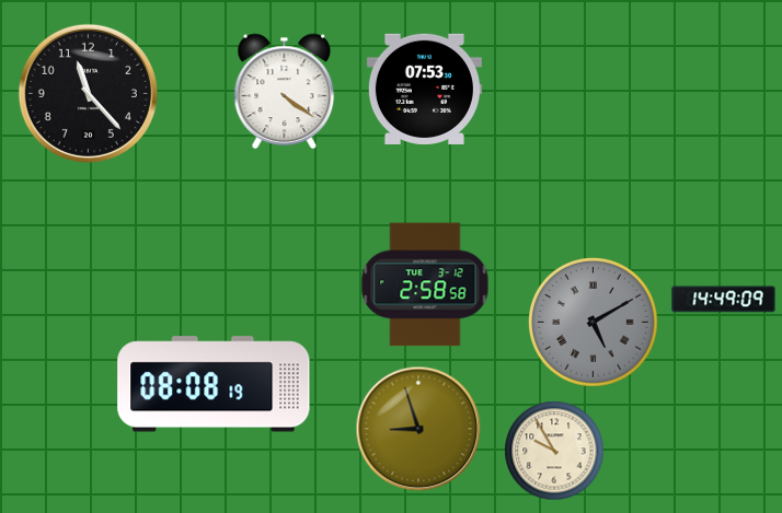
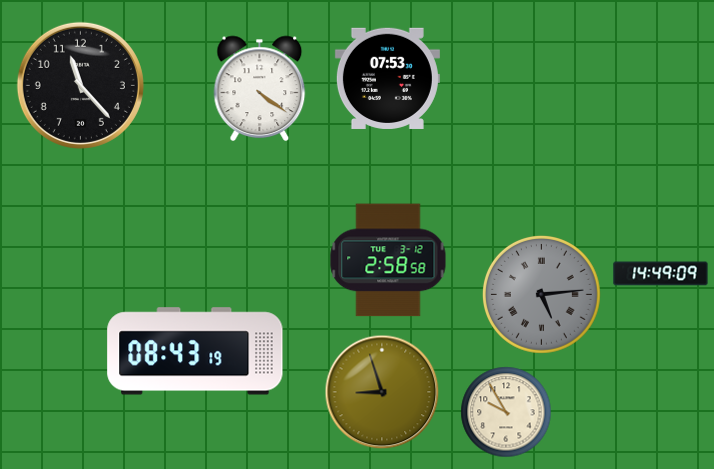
clock at (424, 89) position: (424, 89) -> (387, 78)
clock at (285, 91) position: (285, 91) -> (260, 88)
clock at (593, 322): 5:10 -> 5:14
clock at (214, 384): 08:08 -> 08:43
